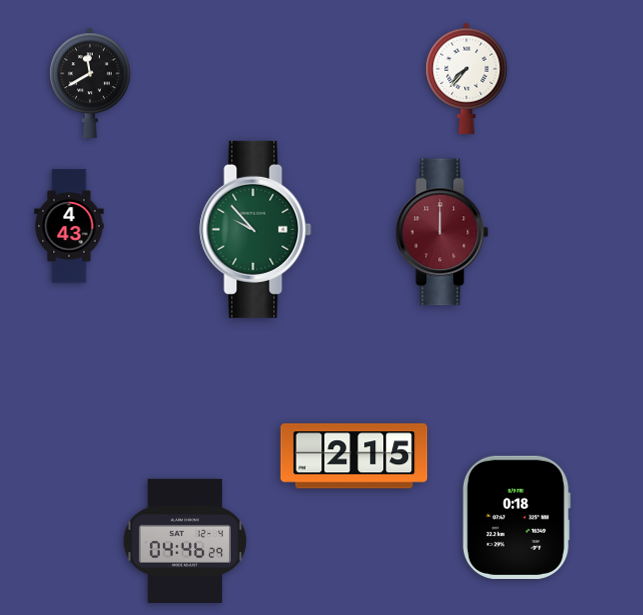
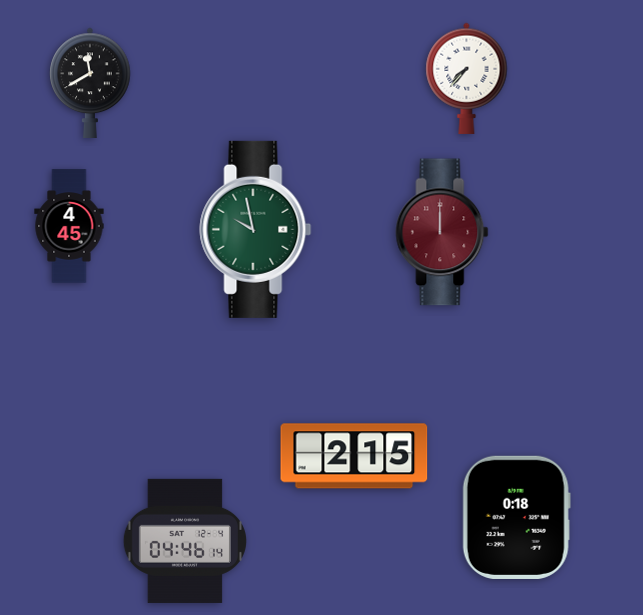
clock at (69, 226): 4:43 -> 4:45
clock at (256, 229): 9:53 -> 9:58
clock at (185, 541): 04:46:29 -> 04:46:14
